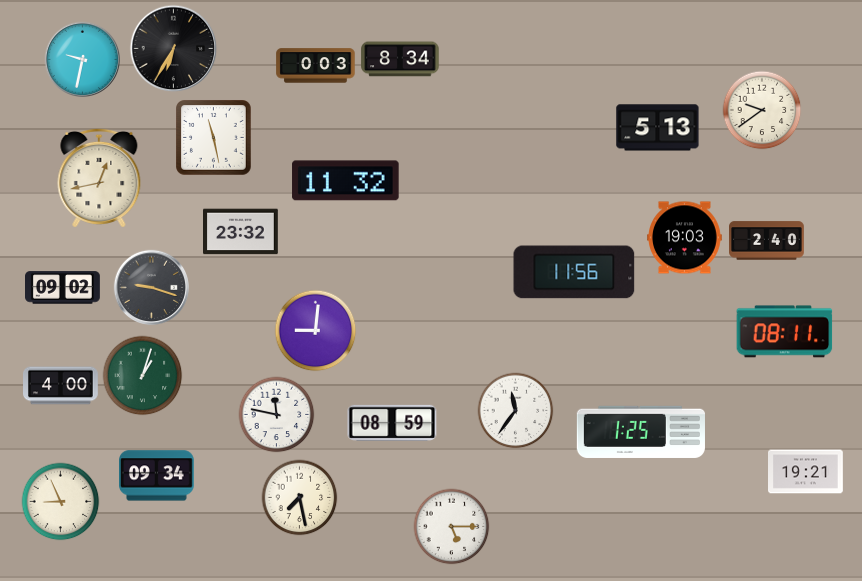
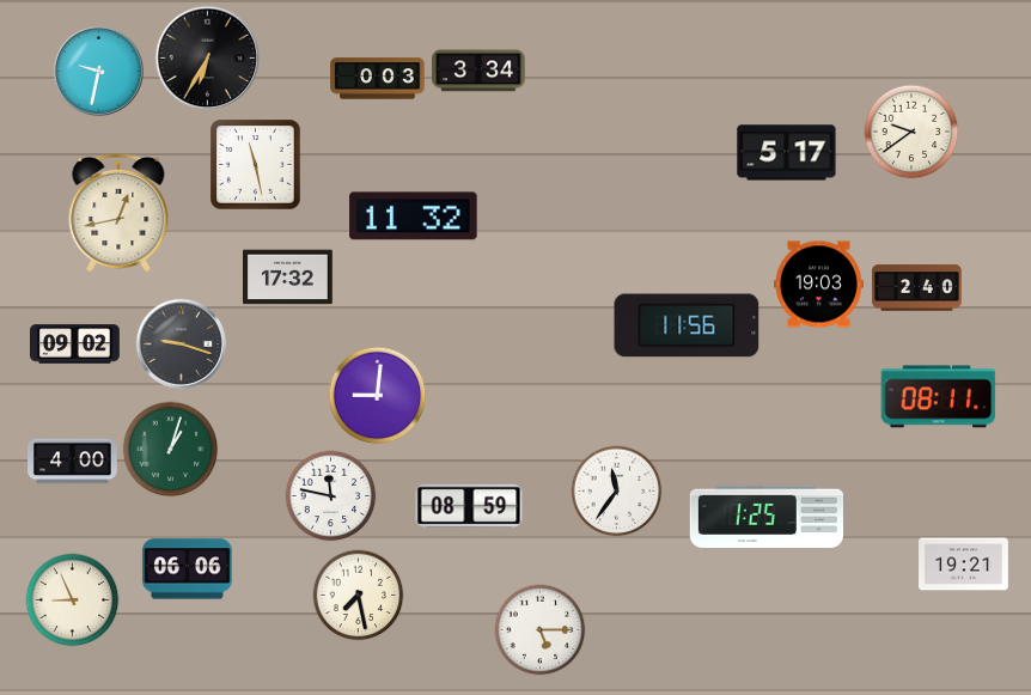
clock at (400, 59): 8:34 -> 3:34
clock at (658, 128): 5:13 -> 5:17
clock at (241, 232): 23:32 -> 17:32
clock at (157, 476): 09:34 -> 06:06
